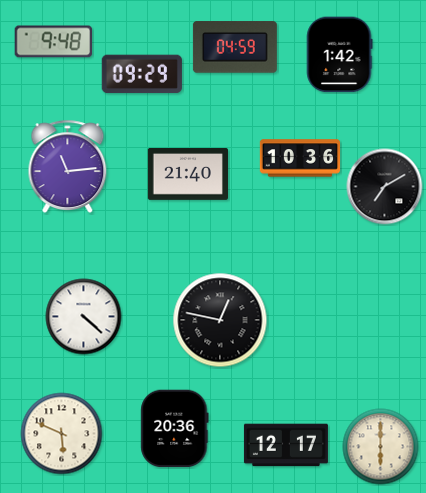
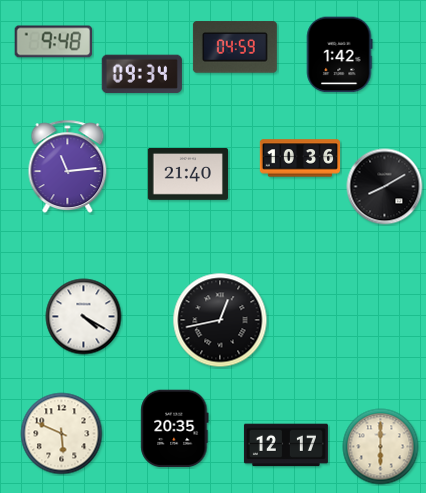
clock at (142, 74): 09:29 -> 09:34
clock at (385, 187): 7:10 -> 8:10
clock at (84, 317): 4:22 -> 4:20
clock at (220, 320): 12:47 -> 12:43
clock at (175, 429): 20:36 -> 20:35
